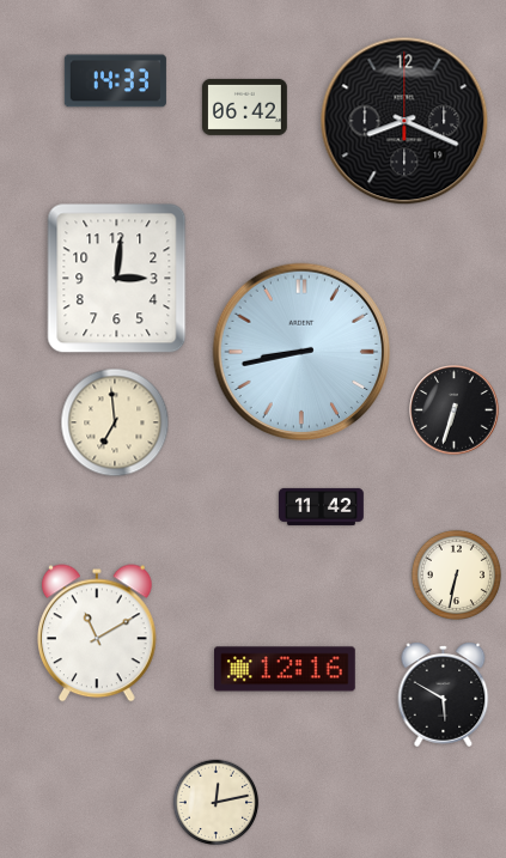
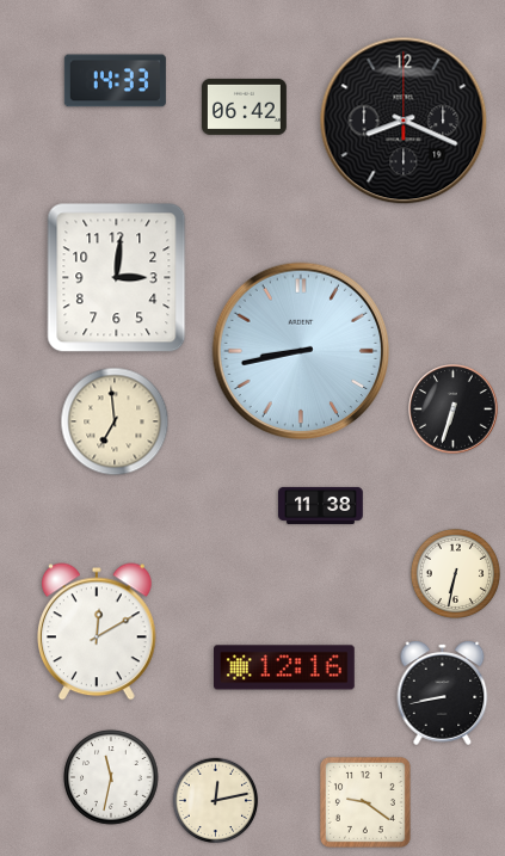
clock at (322, 506): 11:42 -> 11:38
clock at (98, 633): 11:10 -> 12:10
clock at (444, 694): 5:50 -> 8:43
clock at (111, 777): none -> 11:32
clock at (365, 802): none -> 9:21
